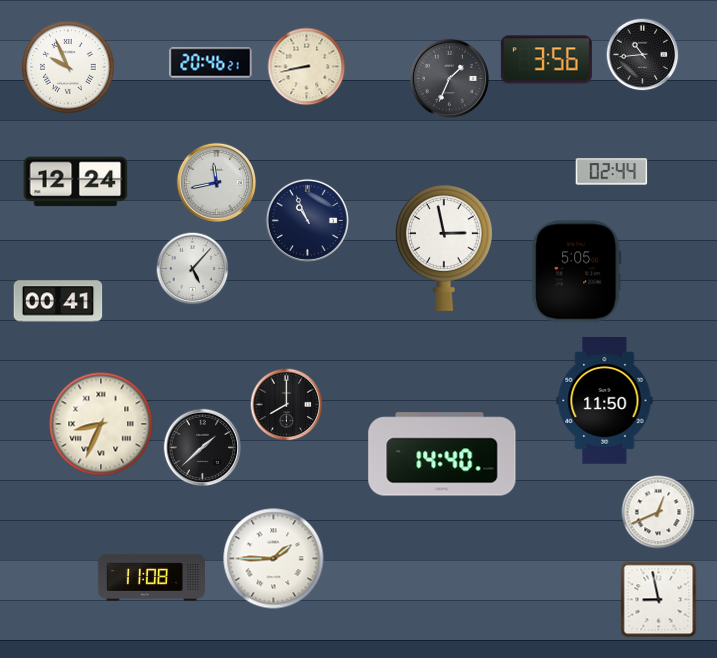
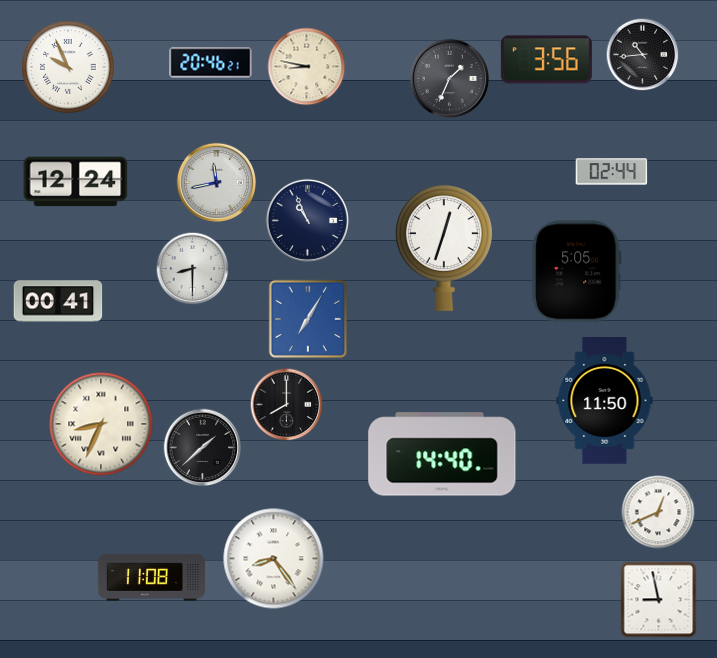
clock at (307, 67): 8:43 -> 8:47
clock at (444, 248): 2:58 -> 12:33
clock at (193, 269): 5:07 -> 8:30
clock at (307, 318): none -> 7:05
clock at (274, 559): 1:45 -> 8:24
